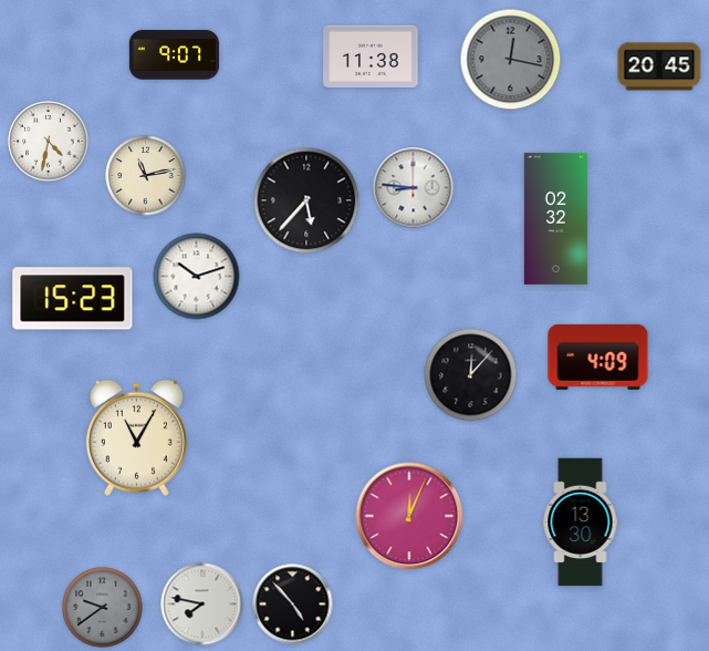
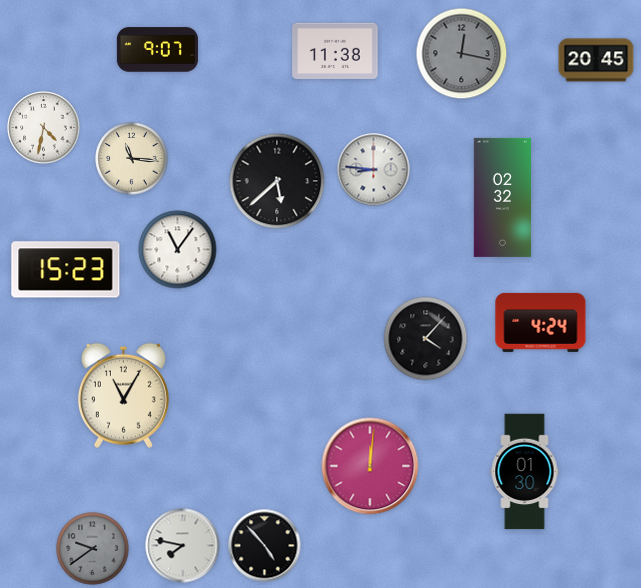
clock at (146, 176): 11:13 -> 11:16
clock at (306, 200): 5:37 -> 5:38
clock at (197, 277): 10:12 -> 11:06
clock at (598, 356): 4:09 -> 4:24
clock at (471, 375): 12:07 -> 4:07
clock at (409, 516): 12:04 -> 12:01
clock at (581, 523): 13:30 -> 01:30
